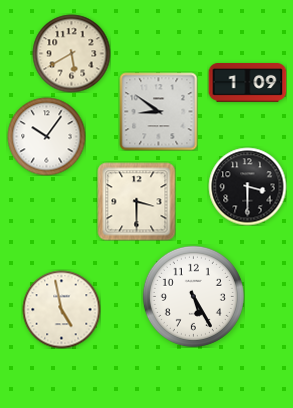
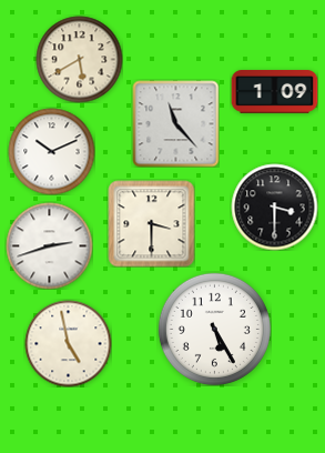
clock at (158, 111): 8:51 -> 11:23
clock at (46, 136): 10:06 -> 10:11
clock at (49, 245): none -> 2:42
